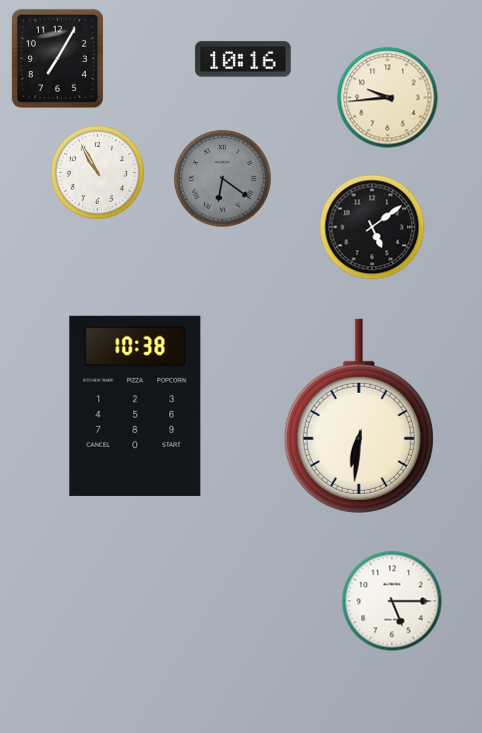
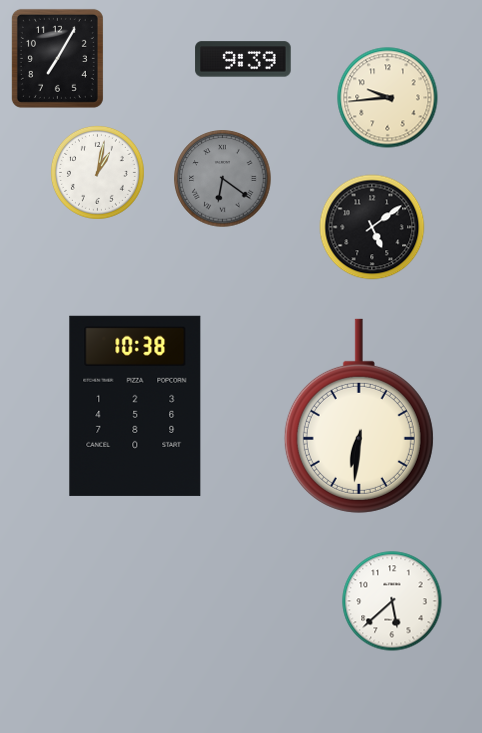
clock at (243, 59): 10:16 -> 9:39
clock at (97, 172): 10:55 -> 1:02
clock at (392, 601): 5:15 -> 5:38
